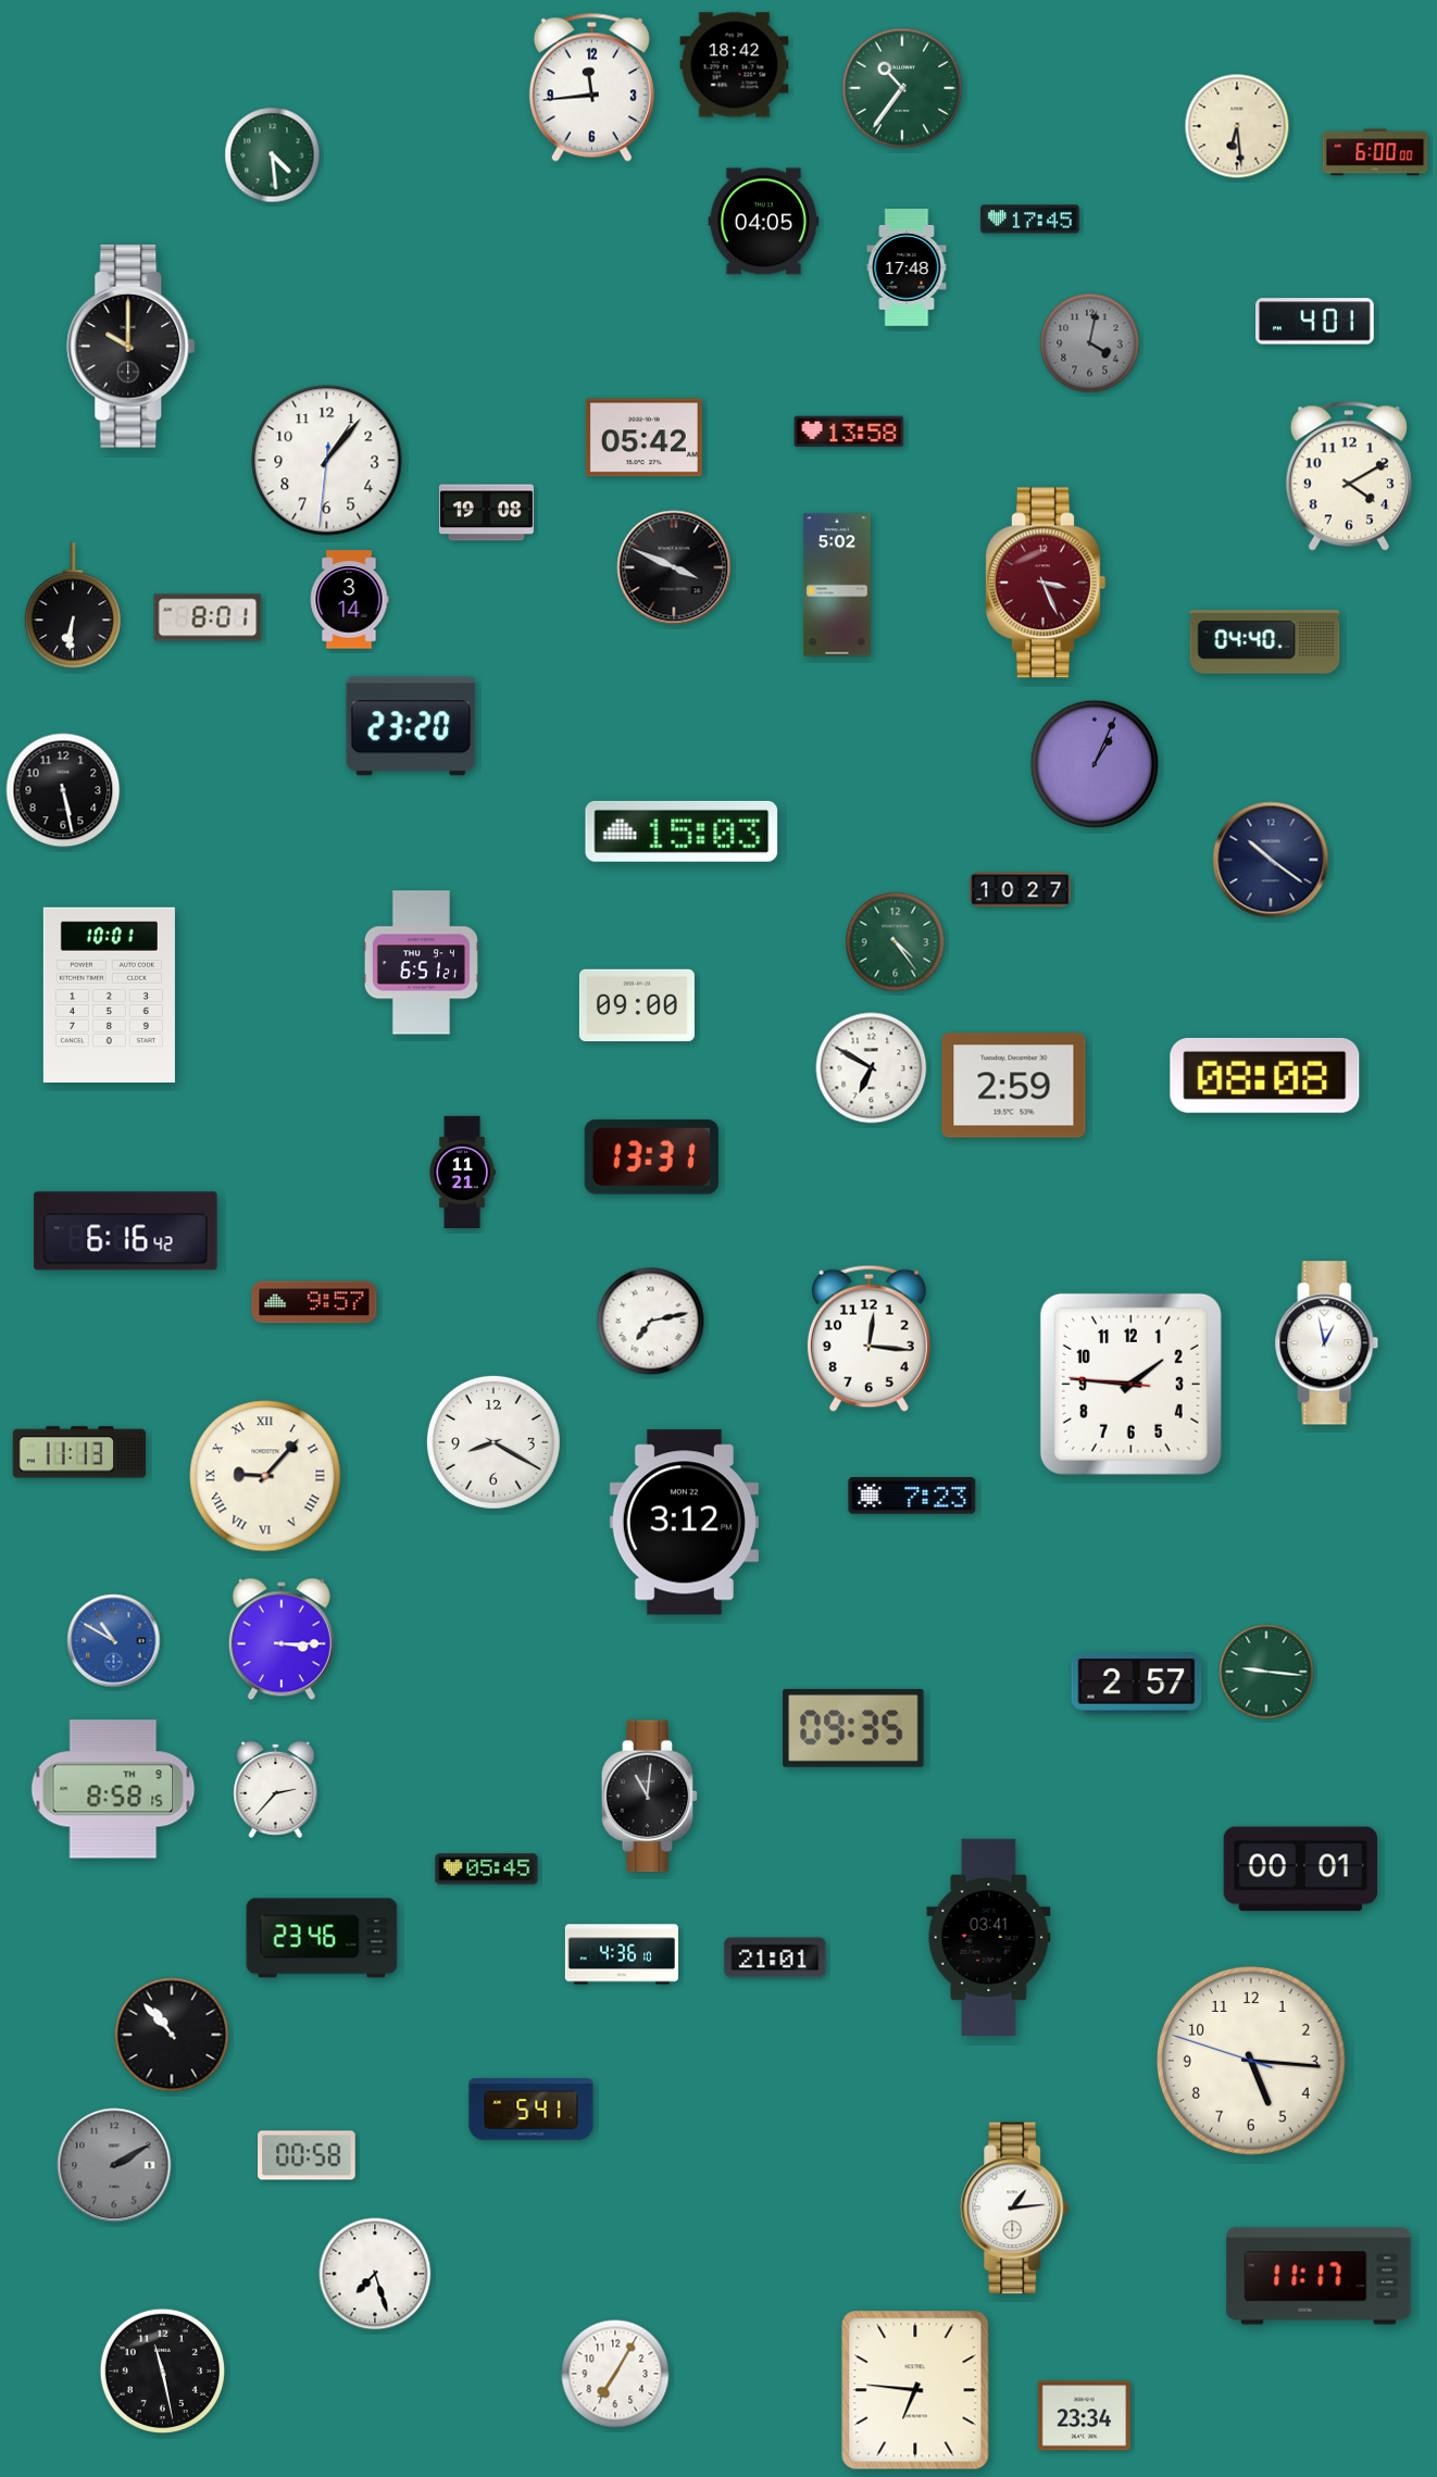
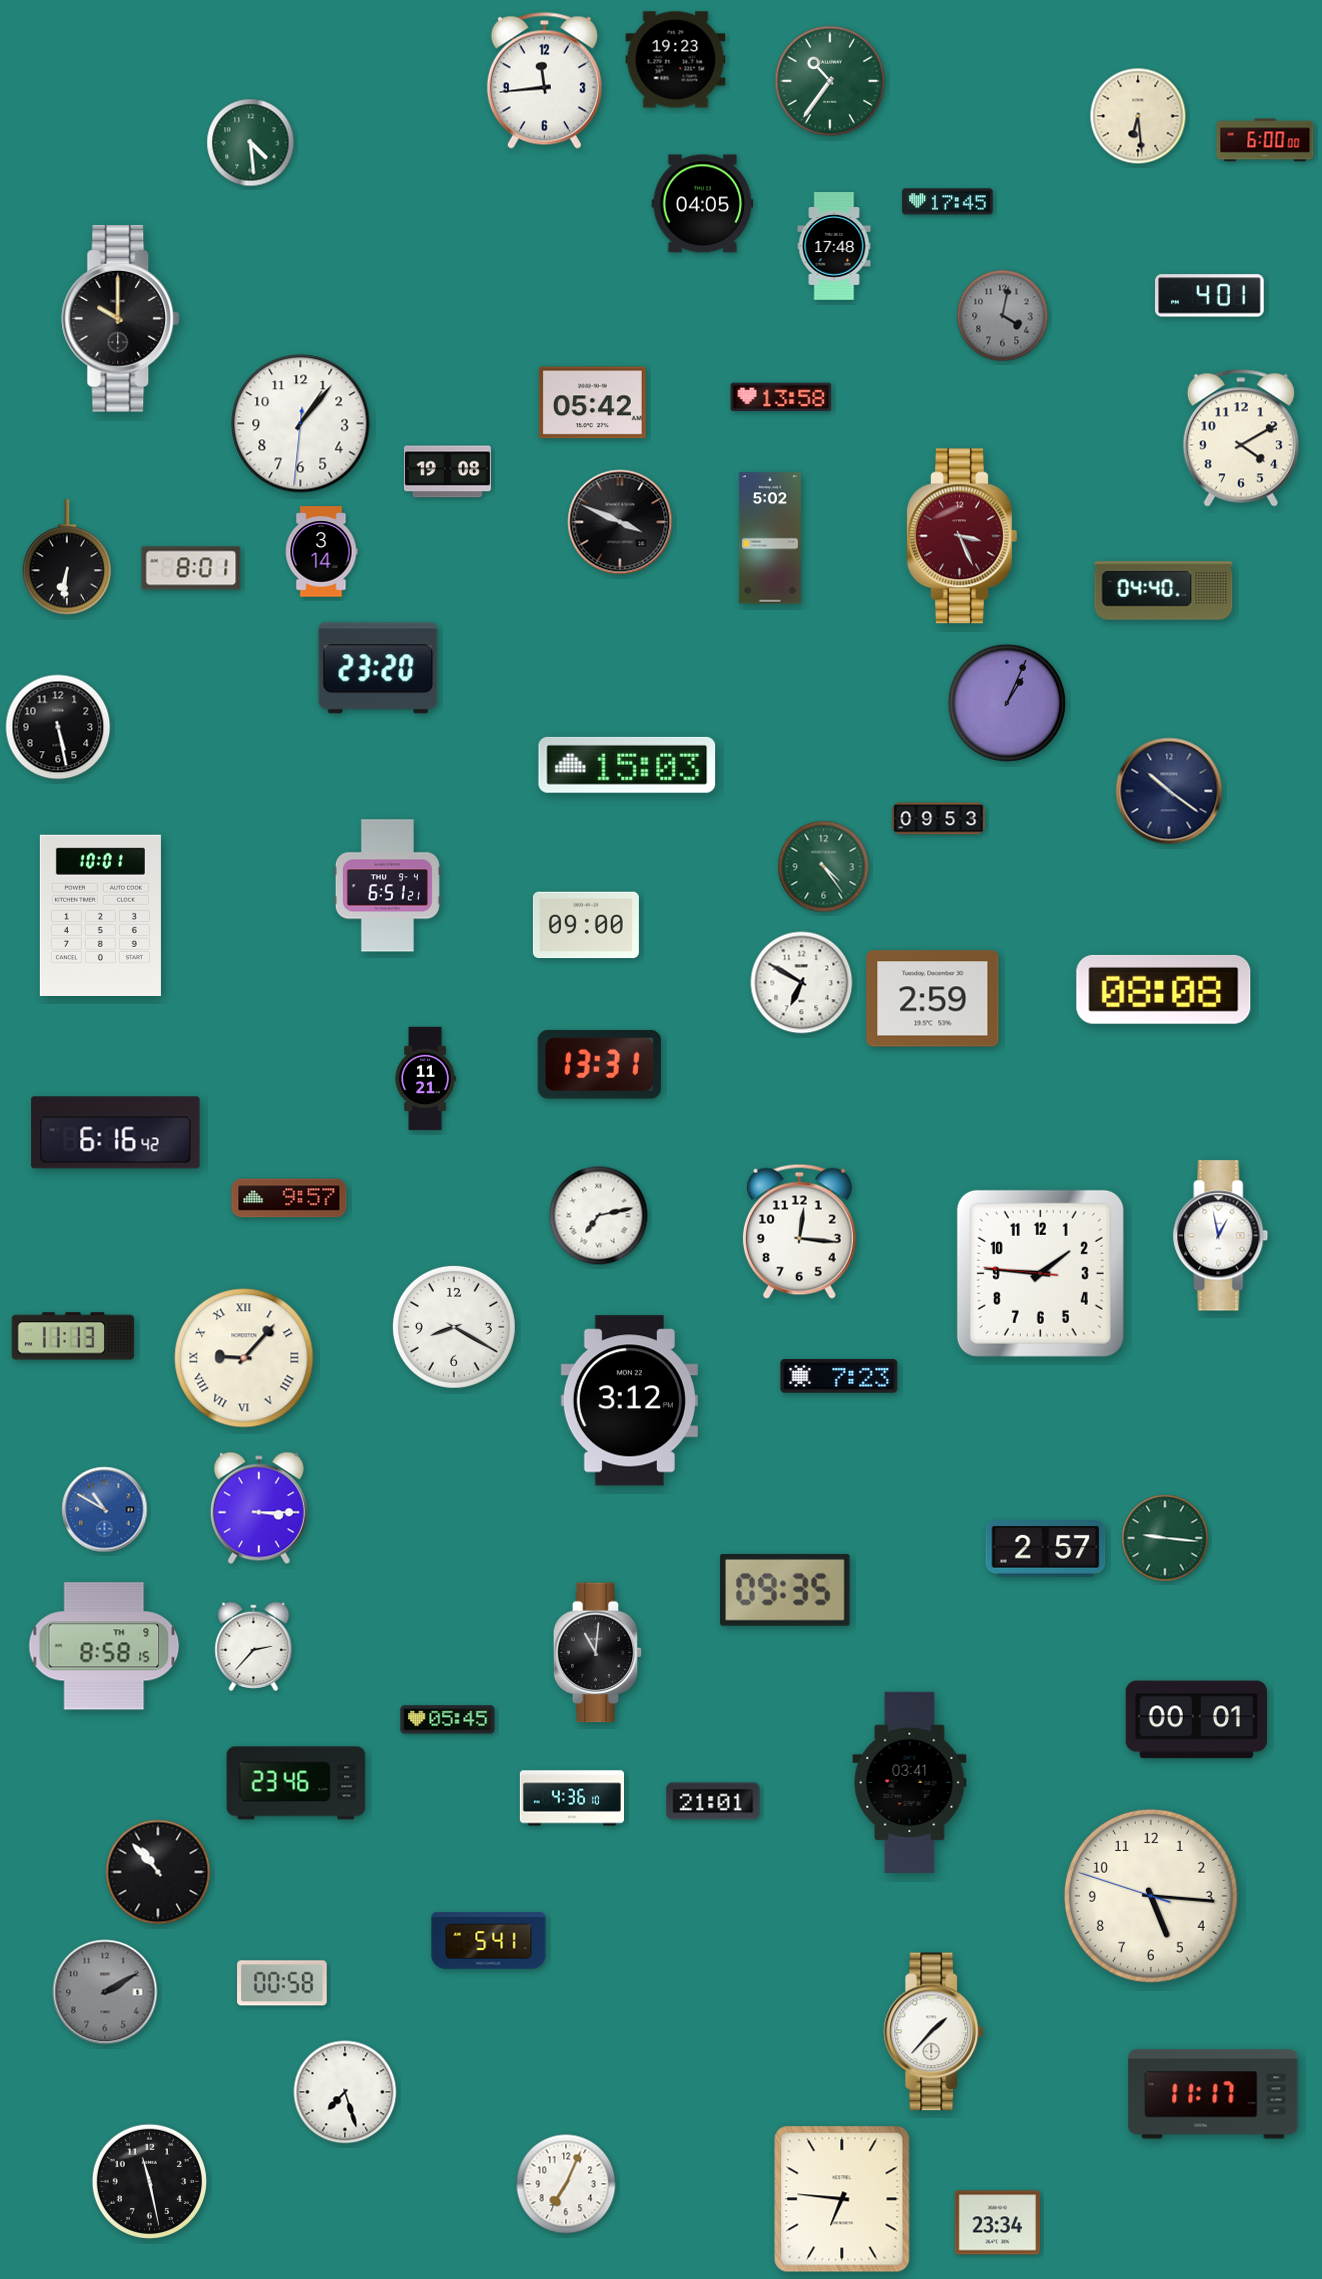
clock at (735, 65): 18:42 -> 19:23
clock at (1021, 890): 10:27 -> 09:53
clock at (1015, 2209): 1:14 -> 1:37
clock at (615, 2374): 7:05 -> 7:04
